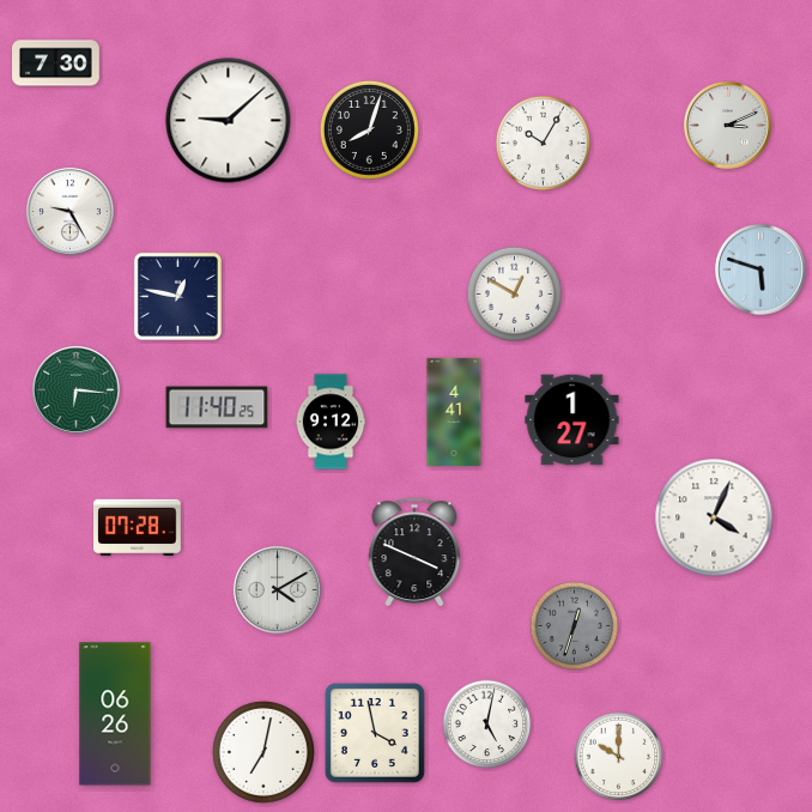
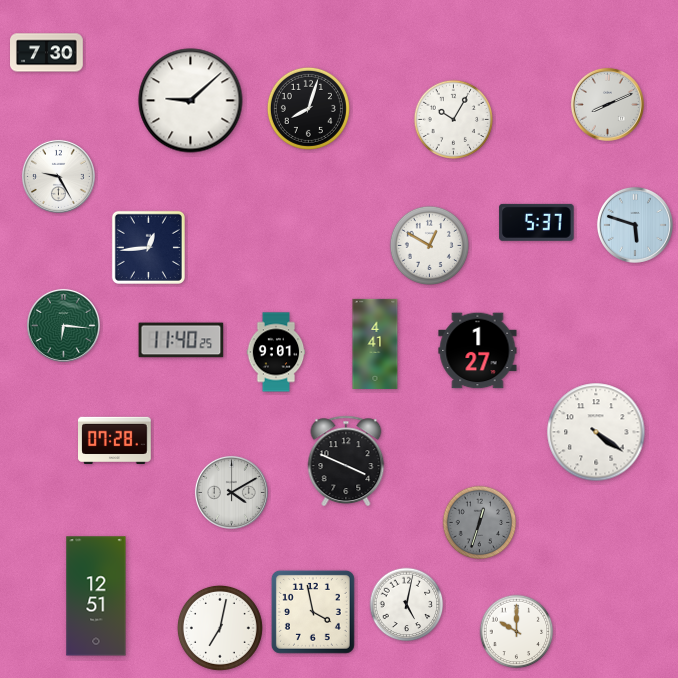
clock at (727, 125): 3:11 -> 8:11
clock at (537, 222): none -> 5:37
clock at (177, 296): 12:47 -> 12:44
clock at (454, 412) position: (454, 412) -> (375, 344)
clock at (331, 422): 9:12 -> 9:01
clock at (714, 517): 4:04 -> 4:21
clock at (115, 714): 06:26 -> 12:51
